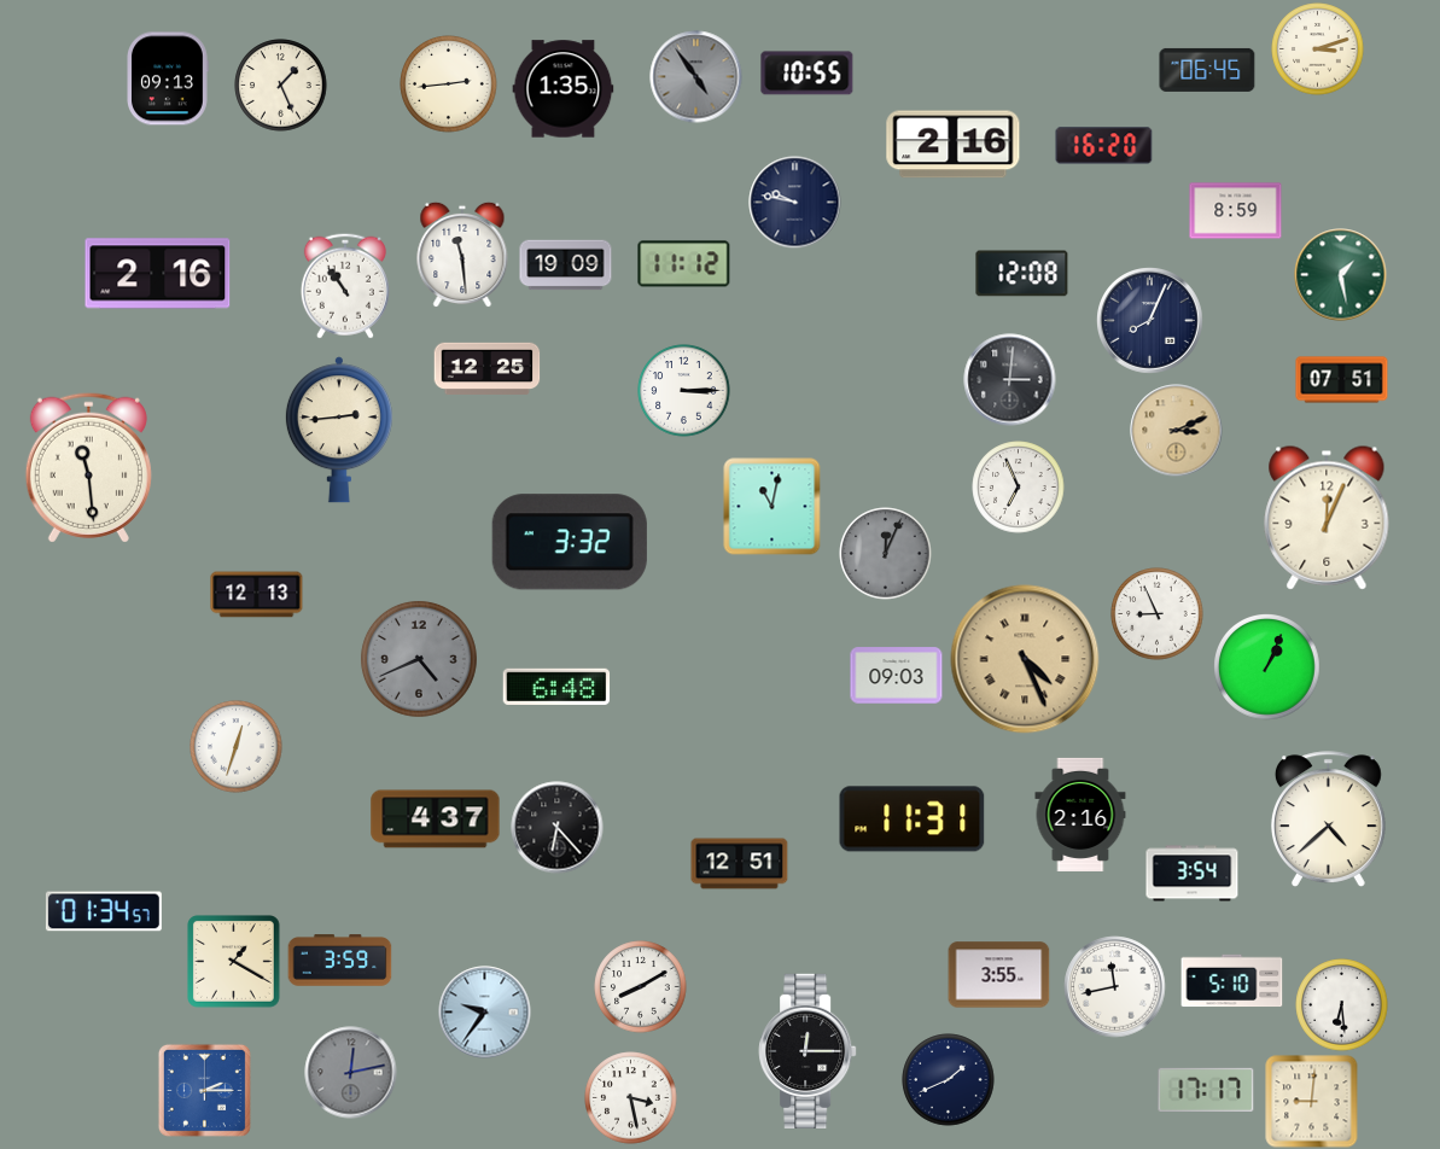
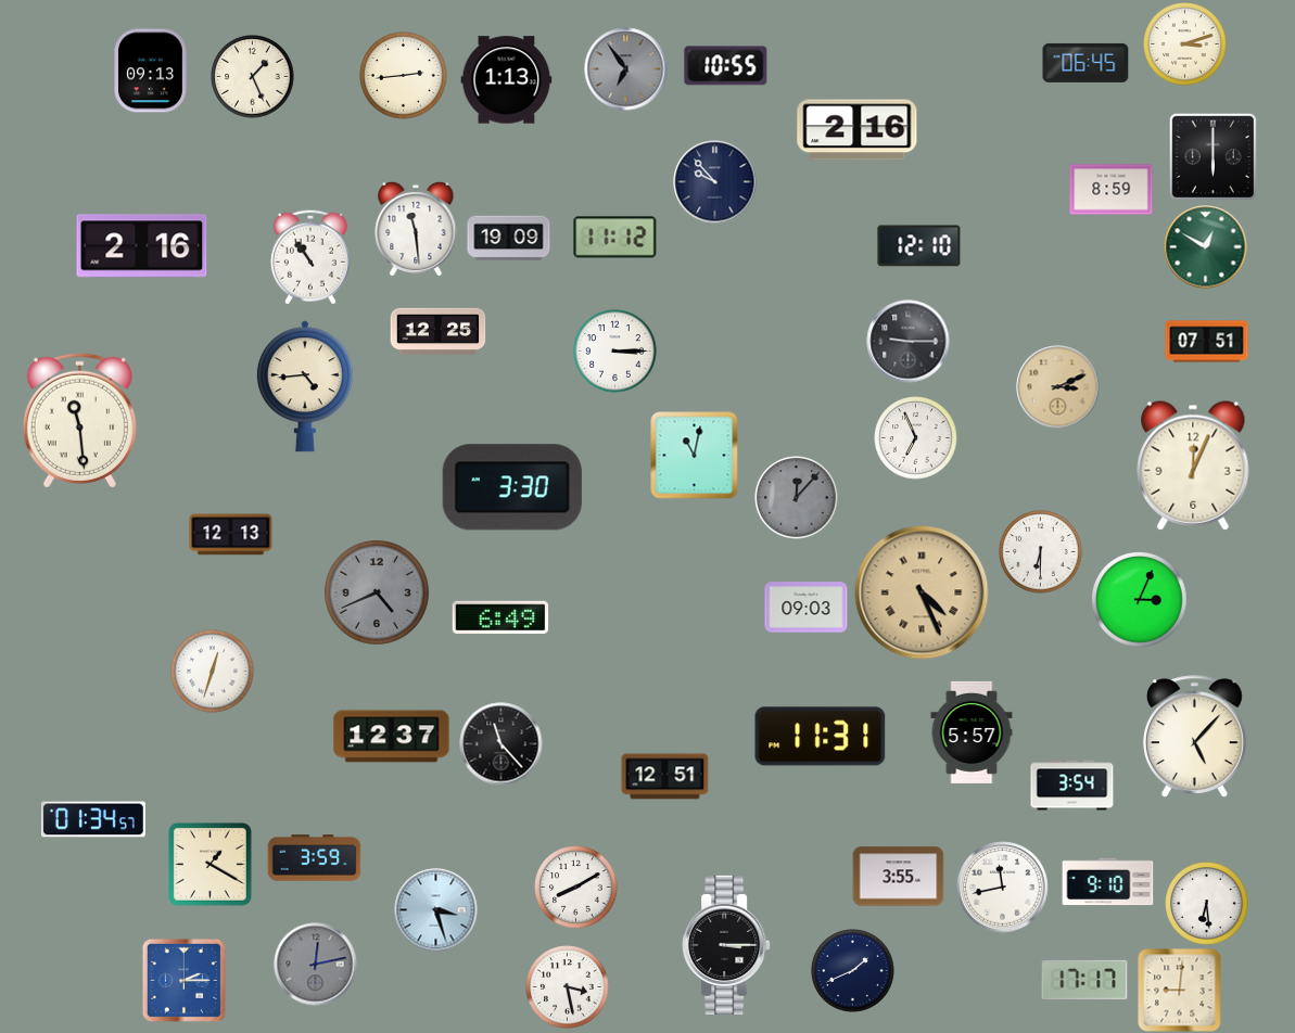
clock at (696, 77): 4:54 -> 6:54
clock at (564, 89): 1:35 -> 1:13
clock at (1104, 146): 16:20 -> none
clock at (1213, 156): none -> 6:00
clock at (795, 203): 9:47 -> 9:53
clock at (1022, 274): 12:08 -> 12:10
clock at (1341, 275): 1:28 -> 12:50
clock at (1150, 321): 8:04 -> none
clock at (1010, 380): 3:01 -> 9:15
clock at (339, 430): 2:44 -> 4:44
clock at (570, 542): 3:32 -> 3:30
clock at (886, 554): 12:04 -> 12:07
clock at (1158, 614): 8:56 -> 6:30
clock at (1267, 667): 1:04 -> 3:04
clock at (556, 687): 6:48 -> 6:49
clock at (1080, 815): 2:16 -> 5:57
clock at (436, 820): 4:37 -> 12:37
clock at (1328, 820): 4:38 -> 5:07
clock at (558, 828): 6:23 -> 11:23
clock at (340, 961) position: (340, 961) -> (315, 858)
clock at (1232, 981): 5:10 -> 9:10
clock at (485, 1013): 9:36 -> 3:27
clock at (808, 1051): 12:15 -> 3:15
